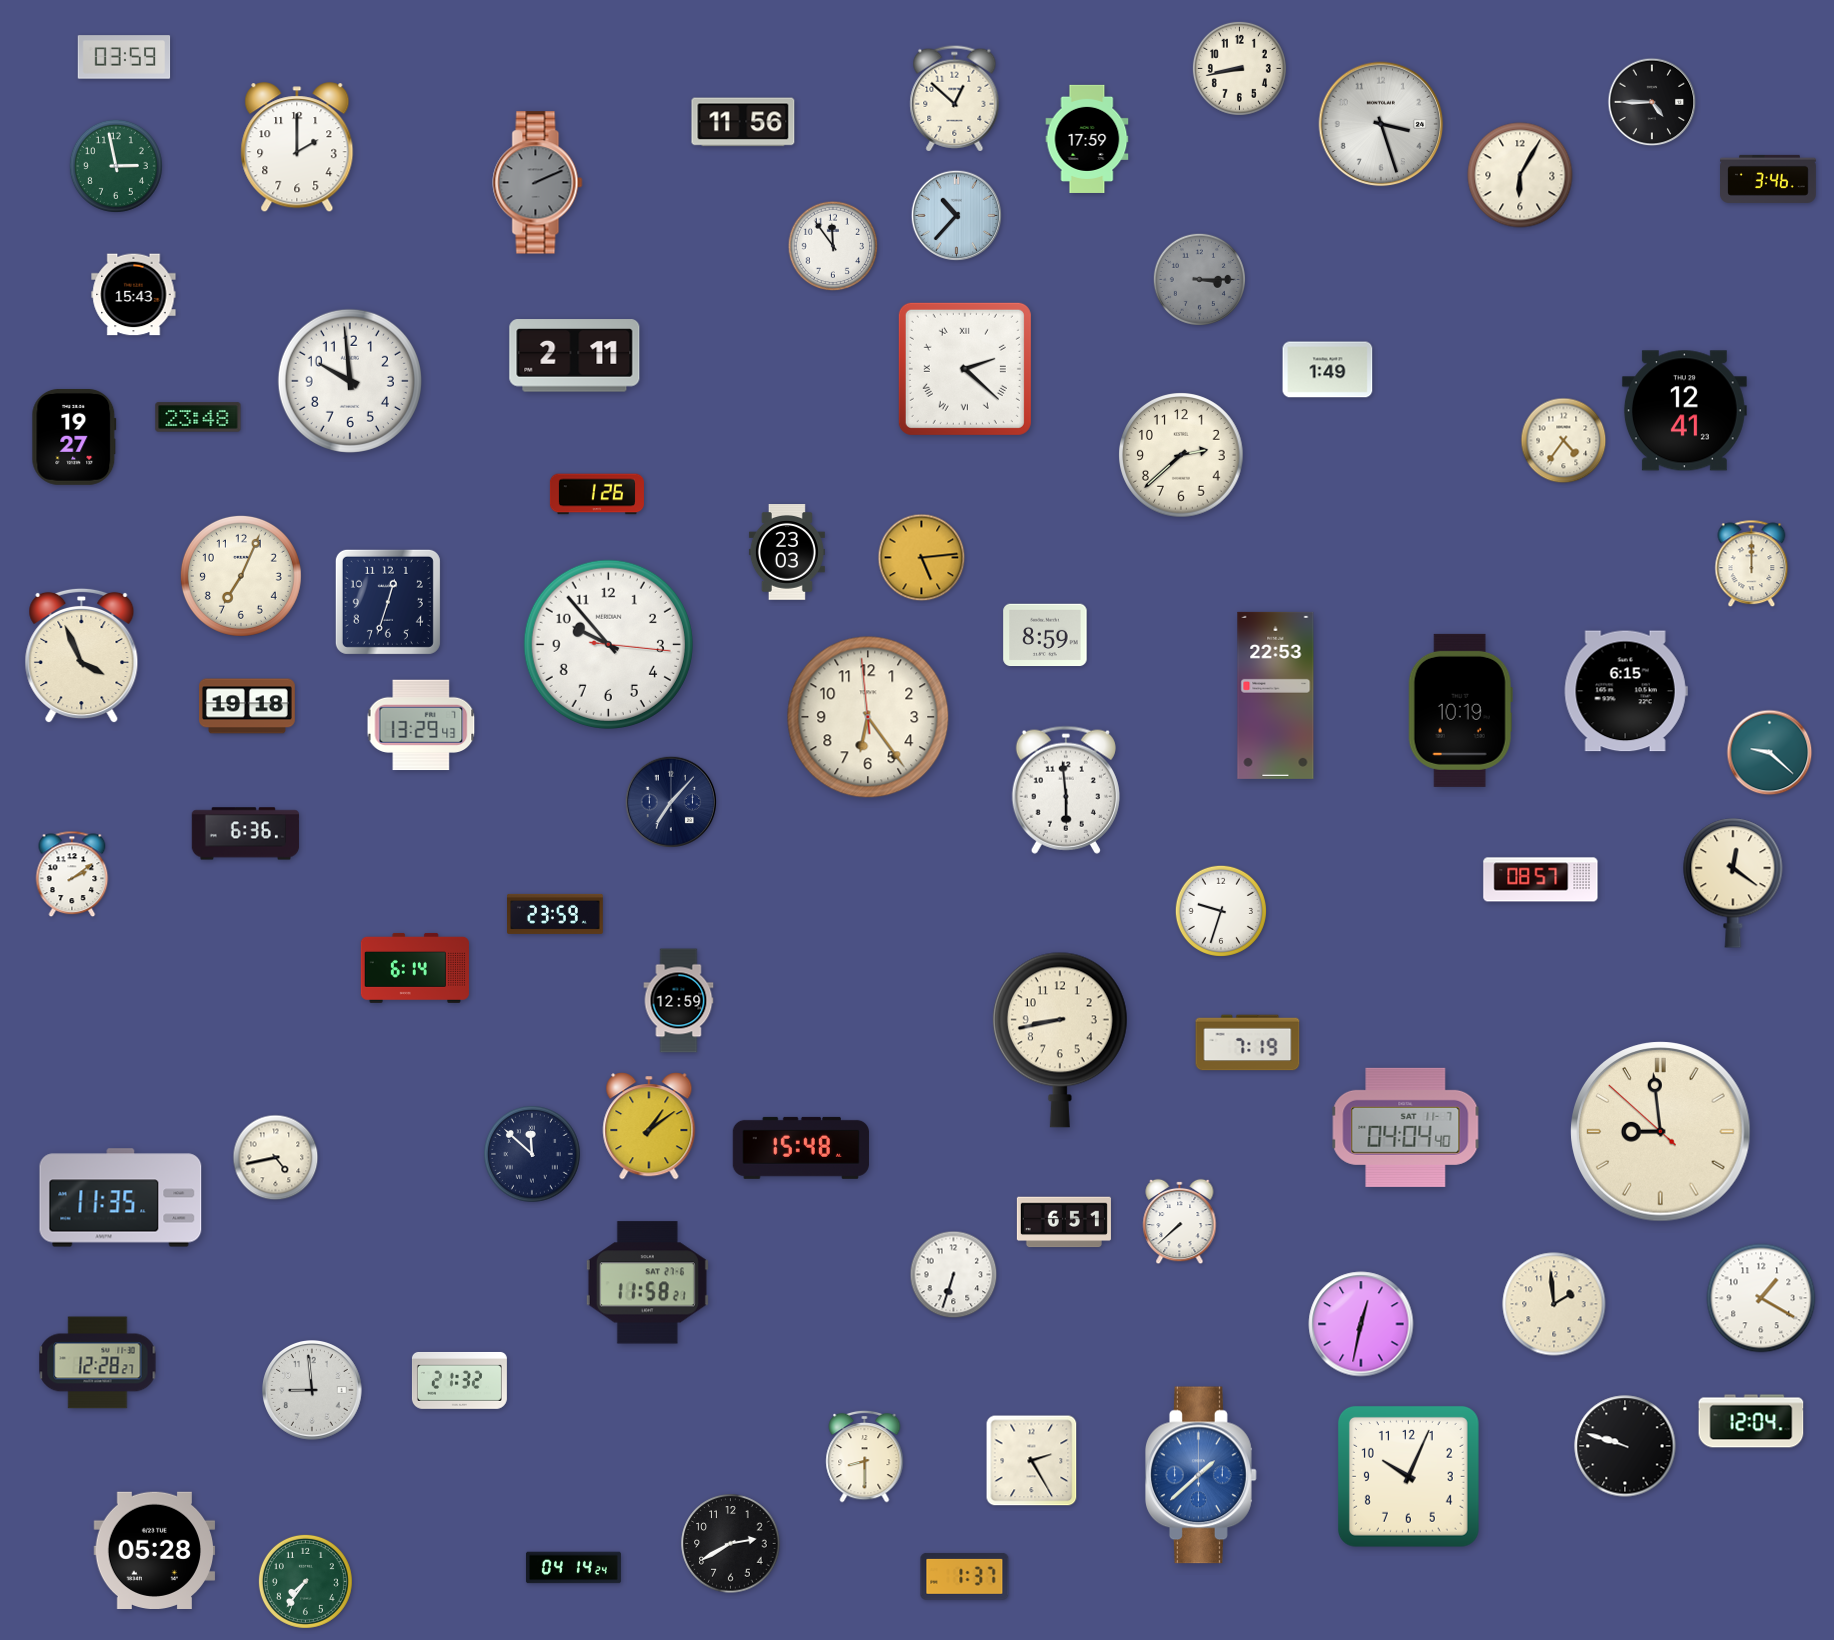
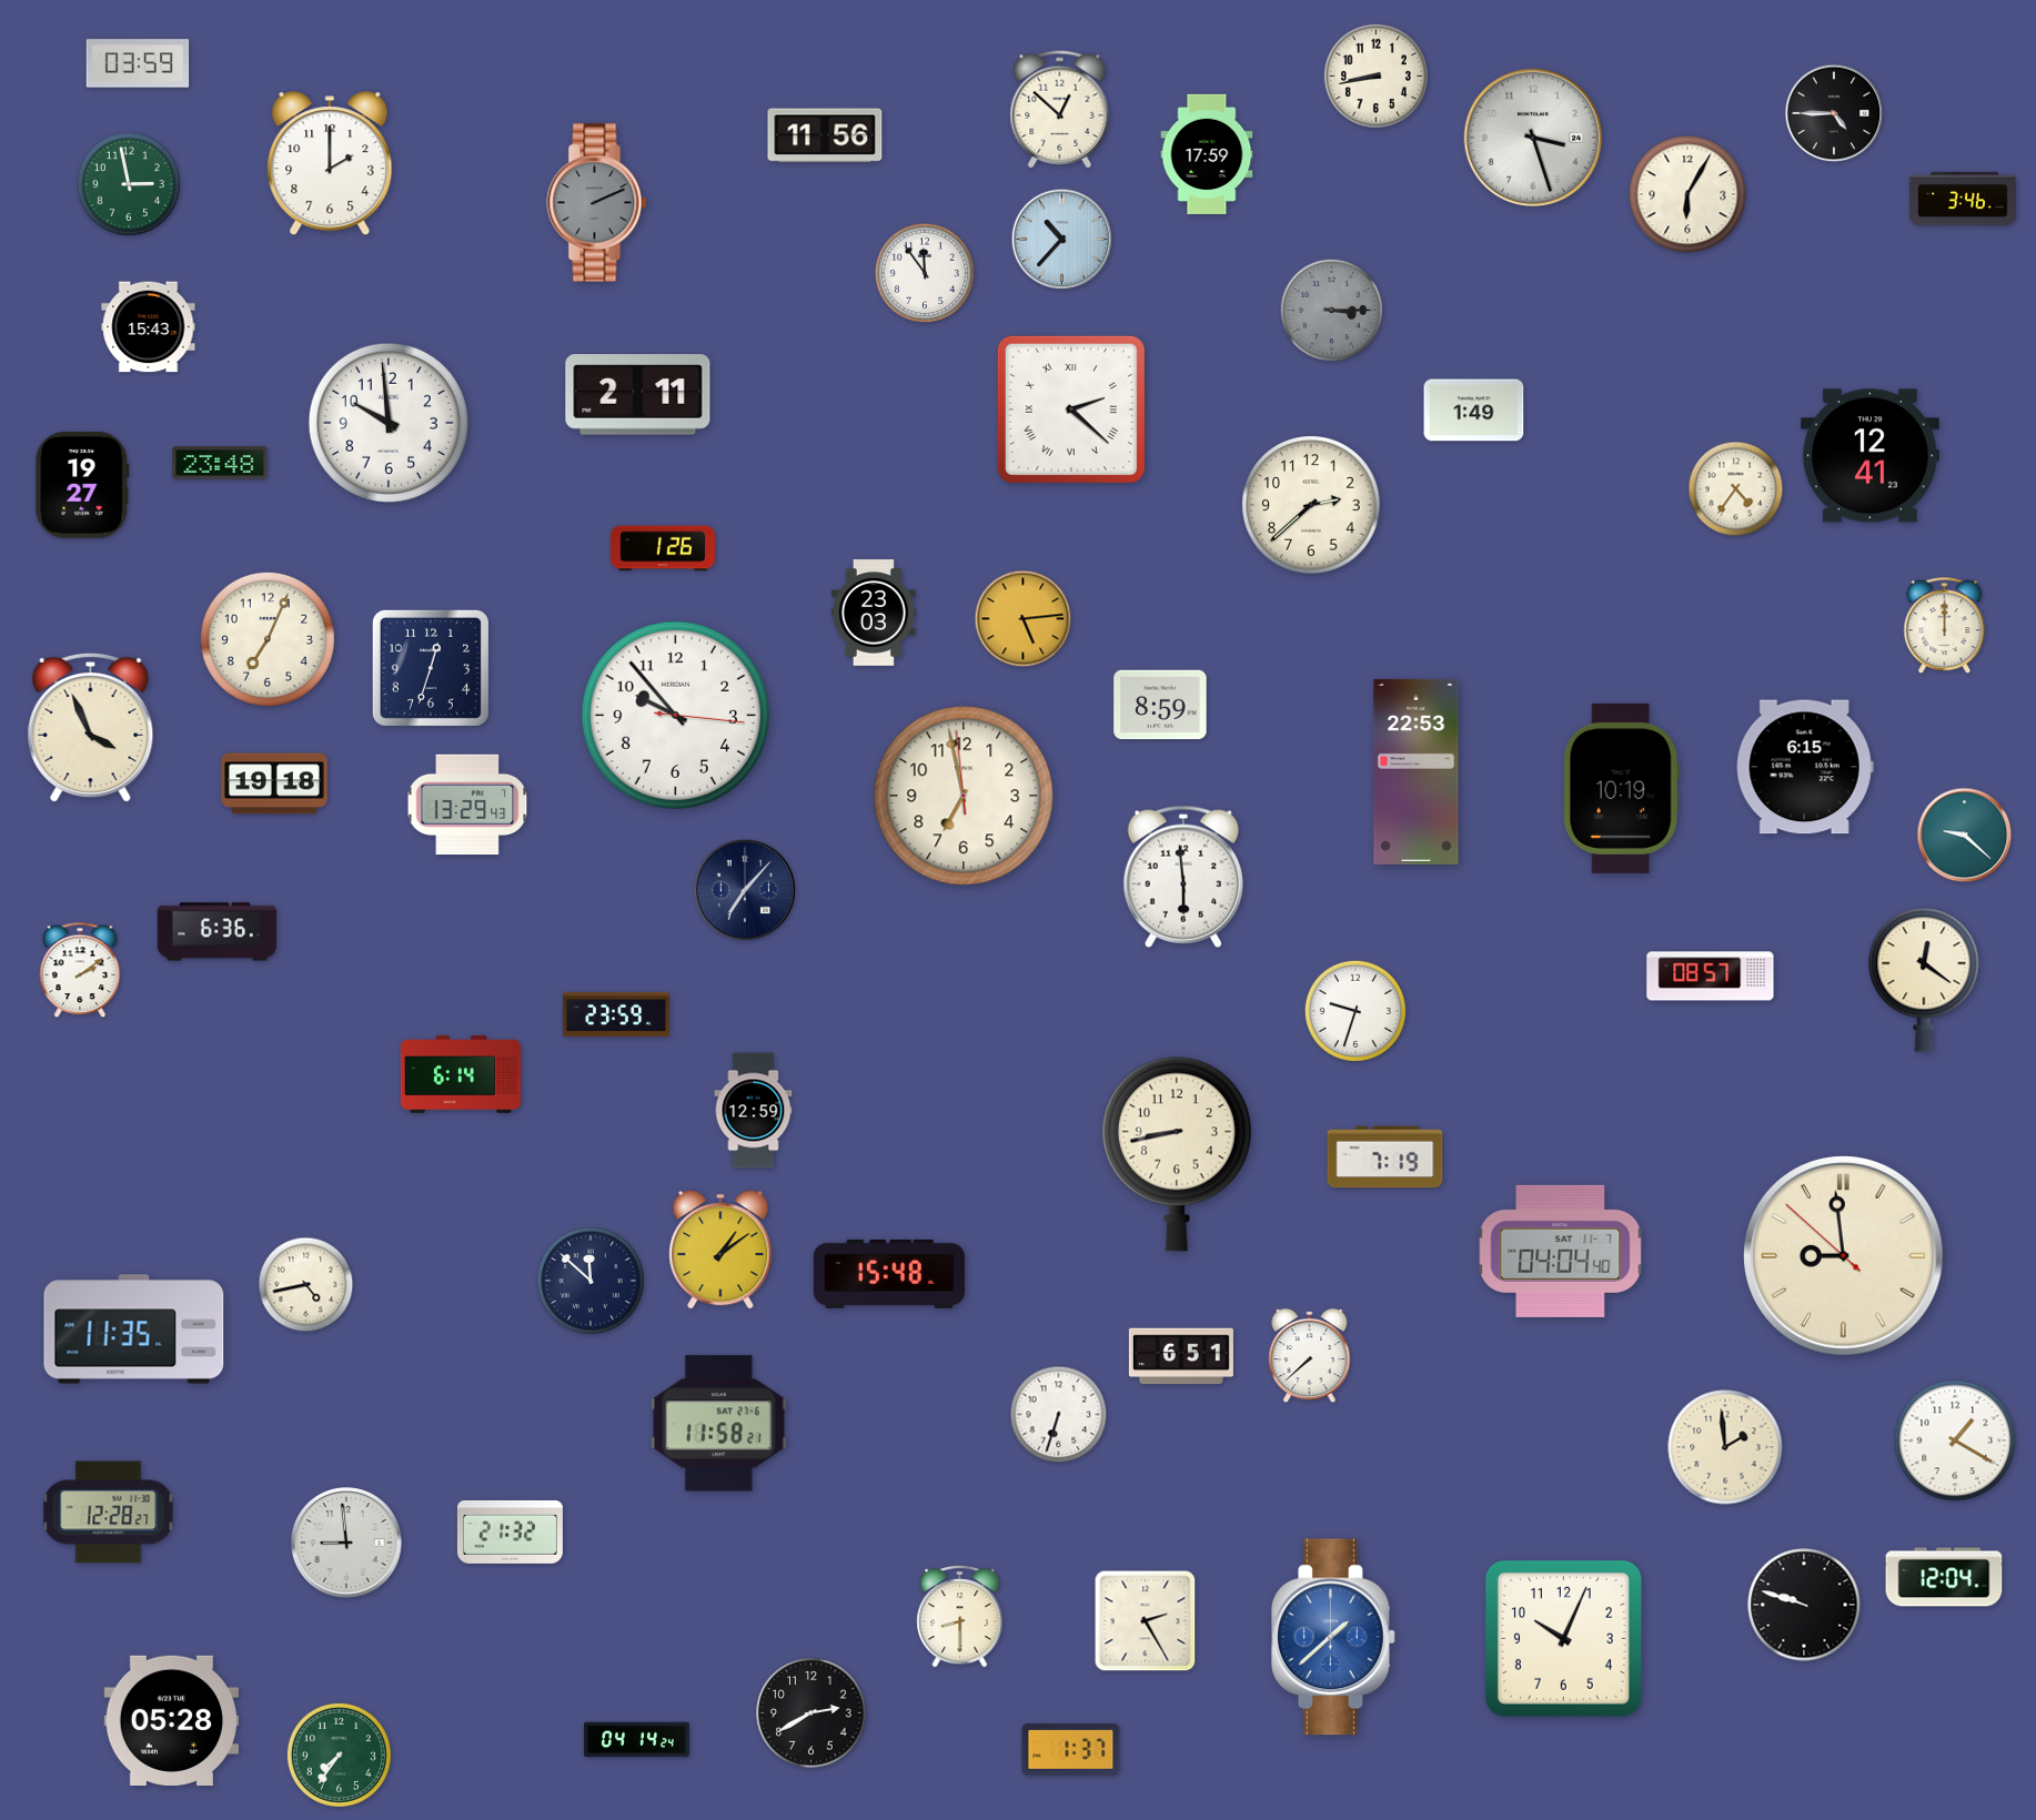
clock at (868, 717): 6:23 -> 6:57
clock at (246, 834) position: (246, 834) -> (218, 932)
clock at (1361, 1324): 12:32 -> none
